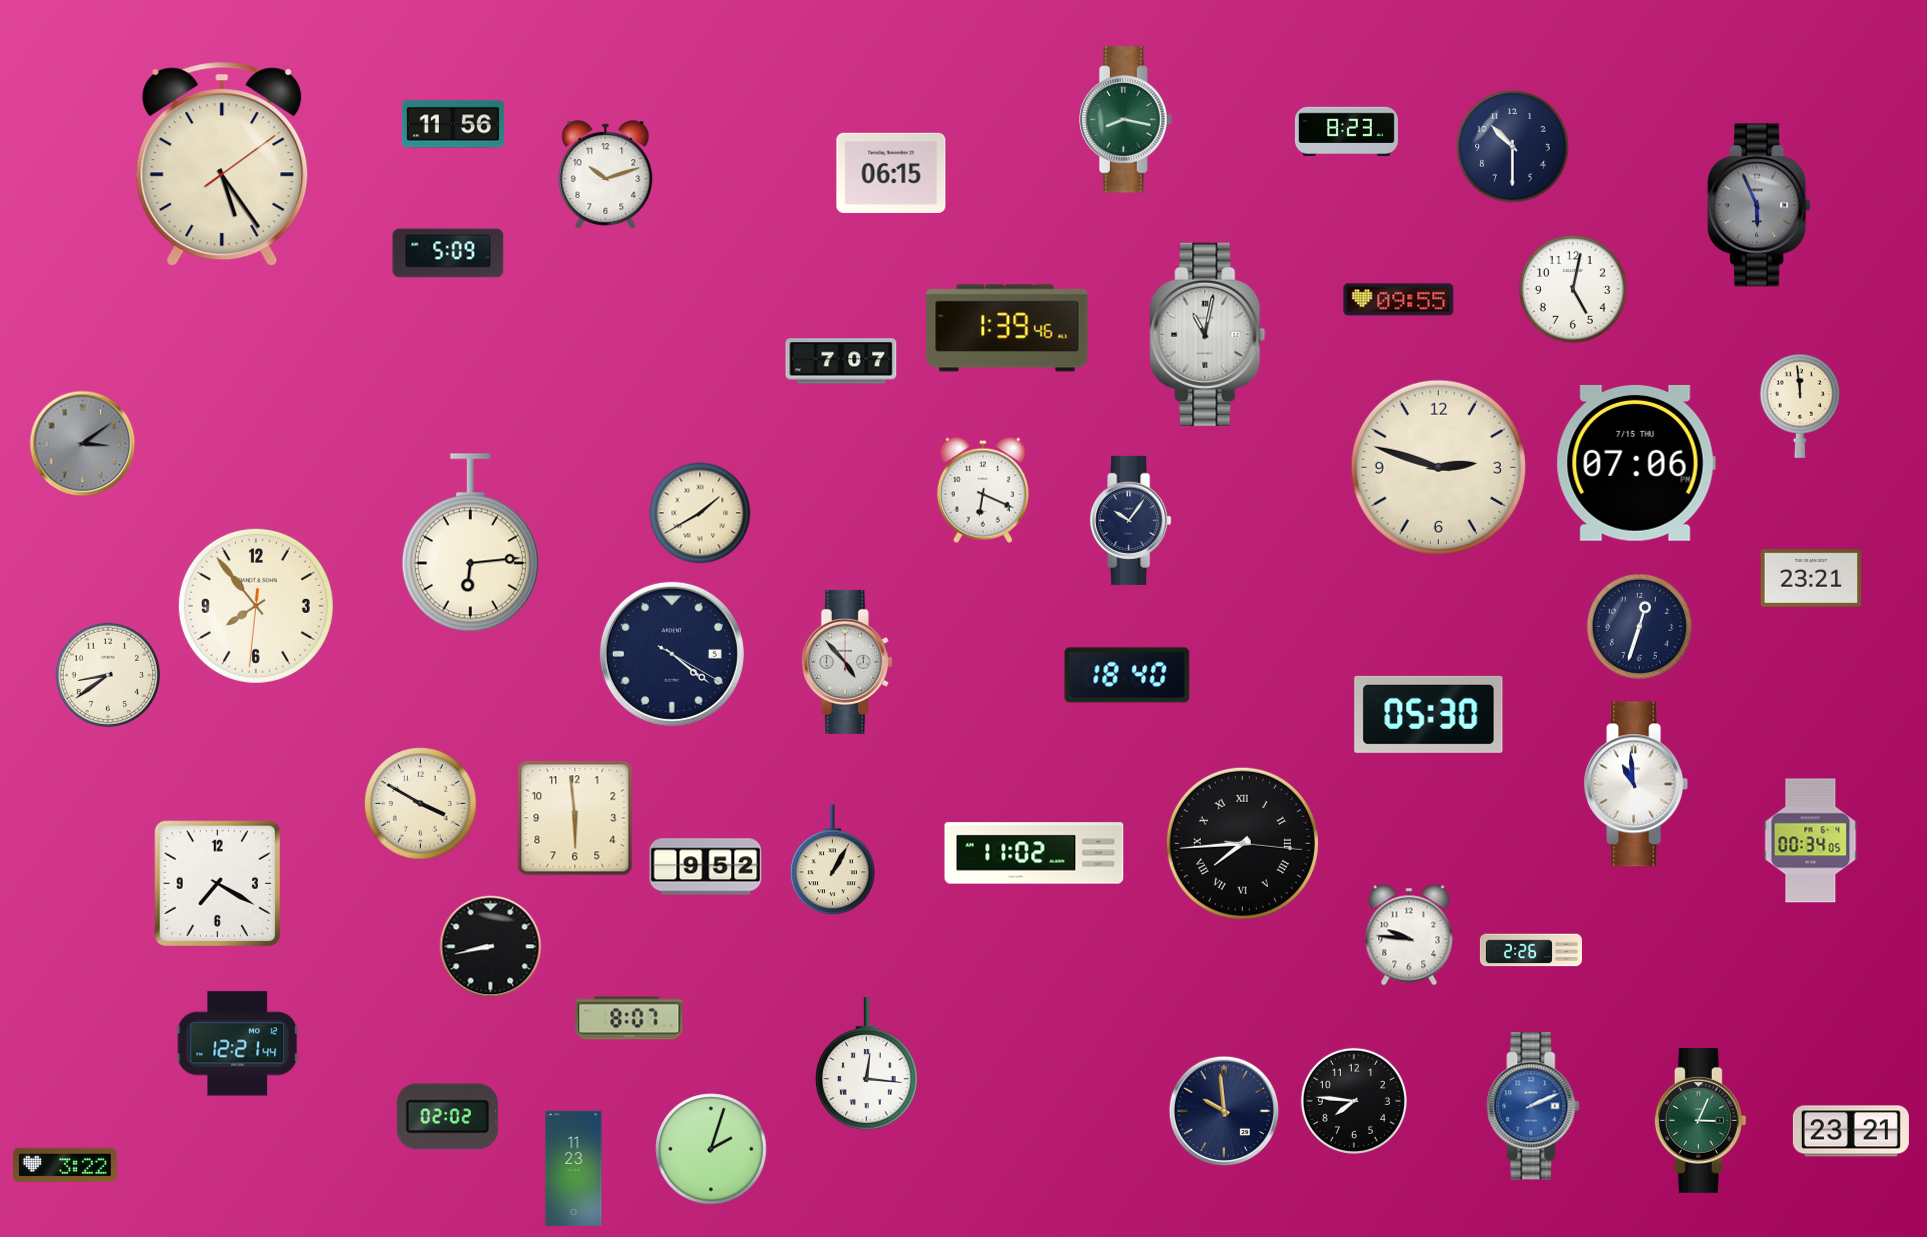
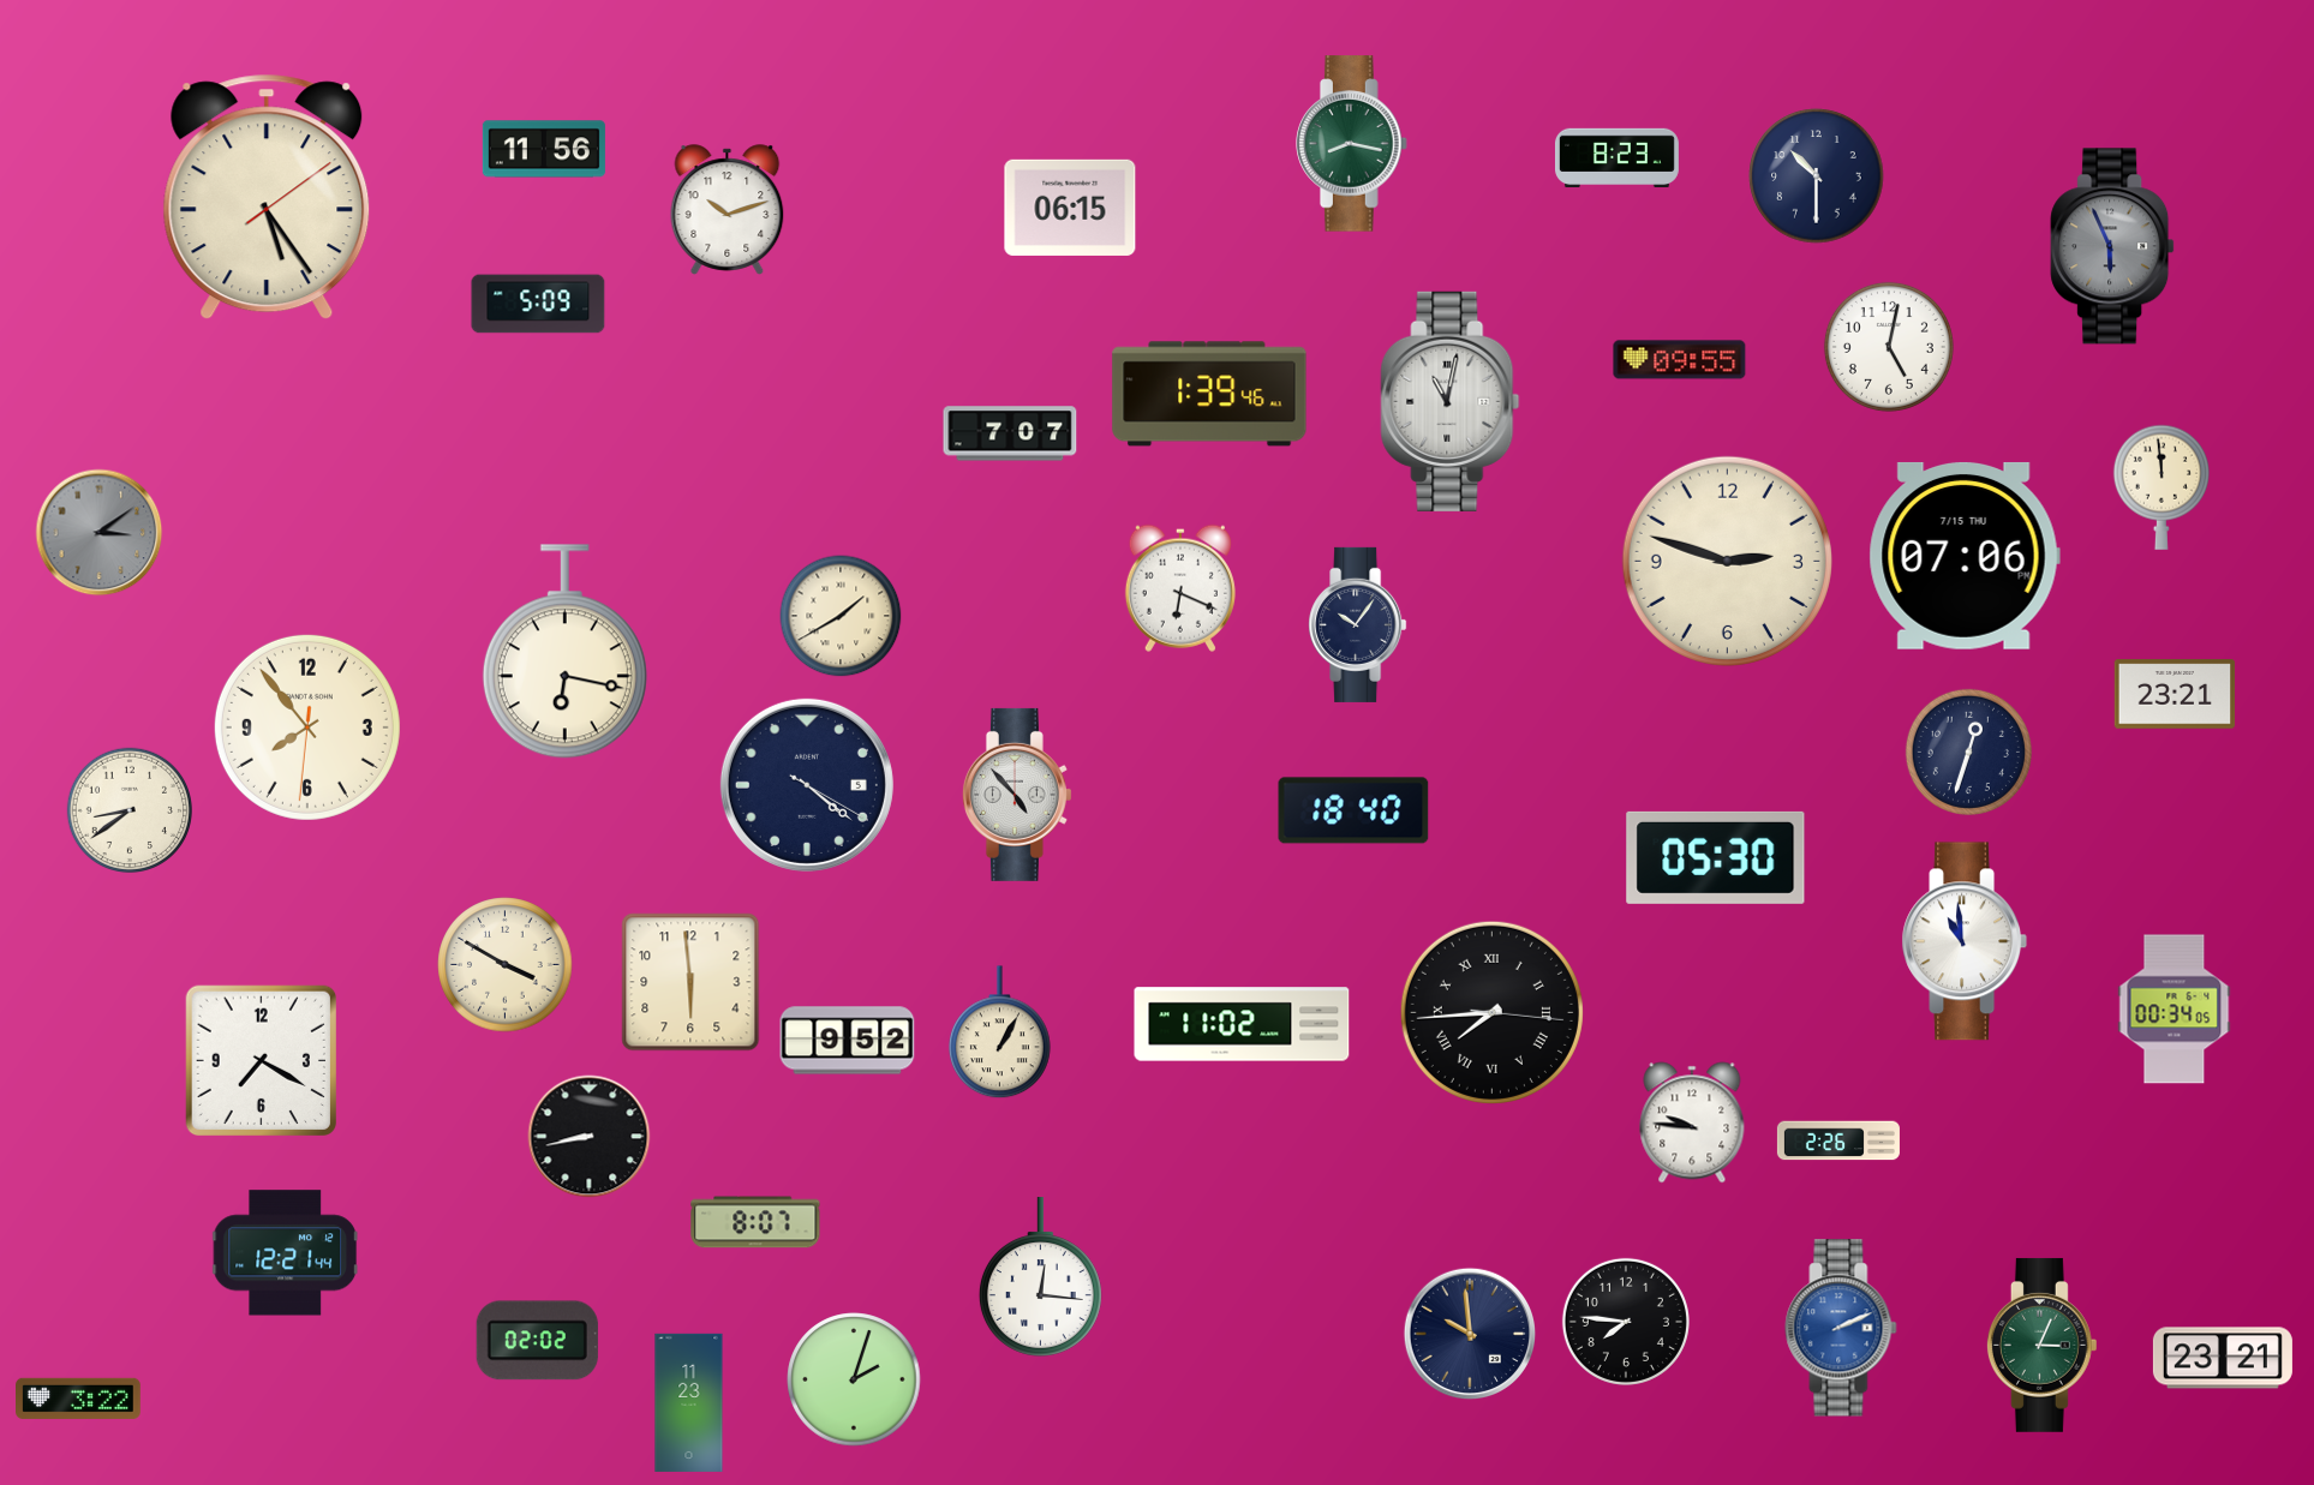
clock at (470, 543): 6:14 -> 6:17
